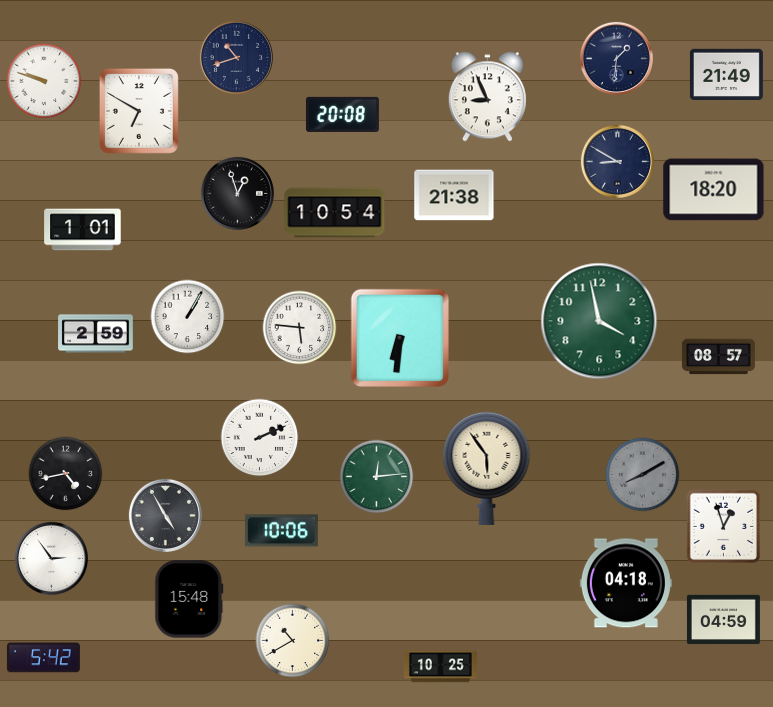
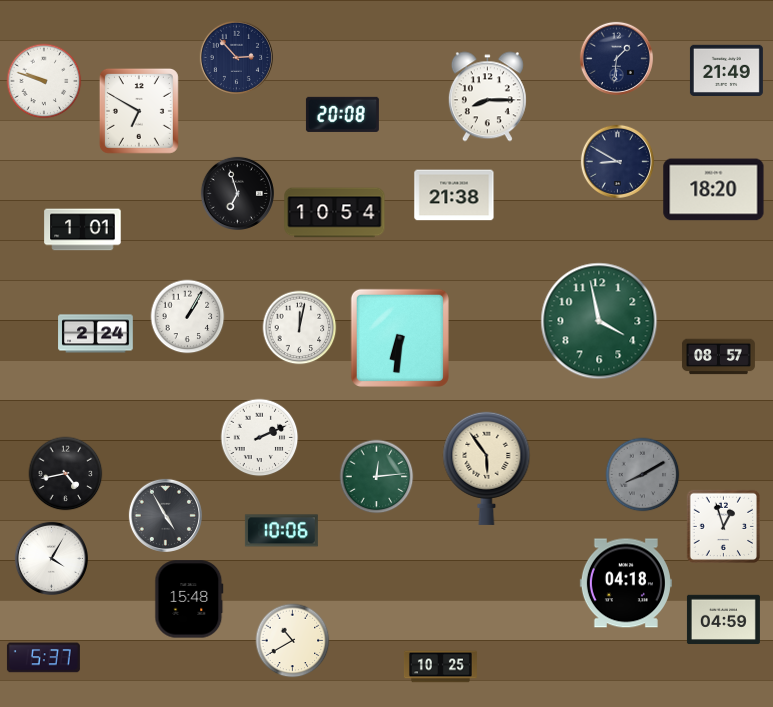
clock at (236, 57): 10:42 -> 2:53
clock at (726, 75) position: (726, 75) -> (726, 71)
clock at (487, 97): 8:56 -> 8:15
clock at (237, 193): 12:57 -> 6:57
clock at (300, 328): 5:46 -> 12:02
clock at (96, 334): 2:59 -> 2:24
clock at (51, 558): 2:54 -> 4:05
clock at (43, 658): 5:42 -> 5:37
